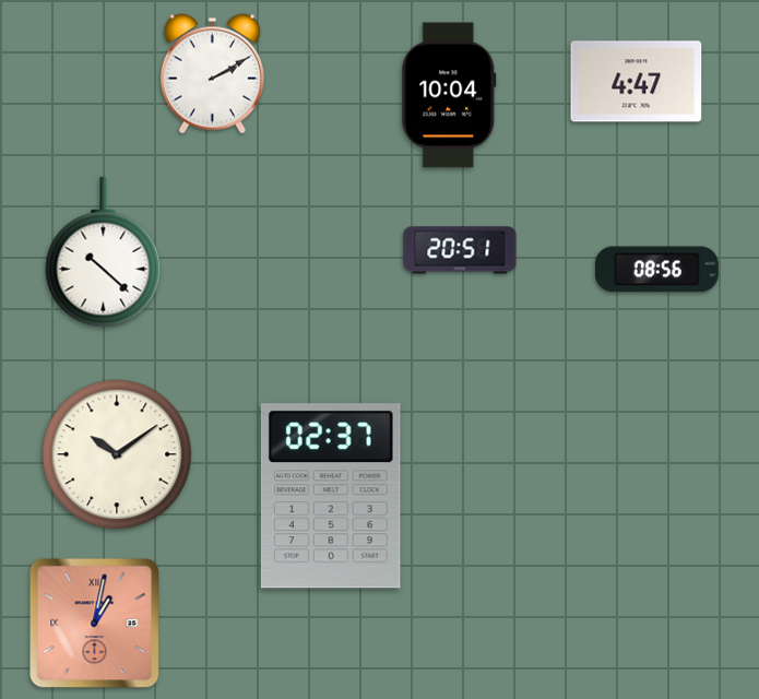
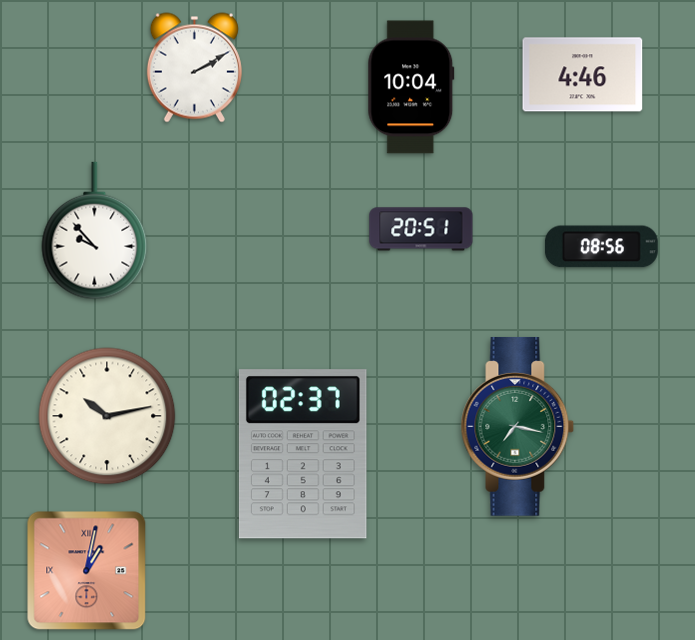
clock at (637, 82): 4:47 -> 4:46
clock at (104, 252): 10:22 -> 9:53
clock at (117, 454): 10:09 -> 10:13
clock at (518, 426): none -> 7:17
